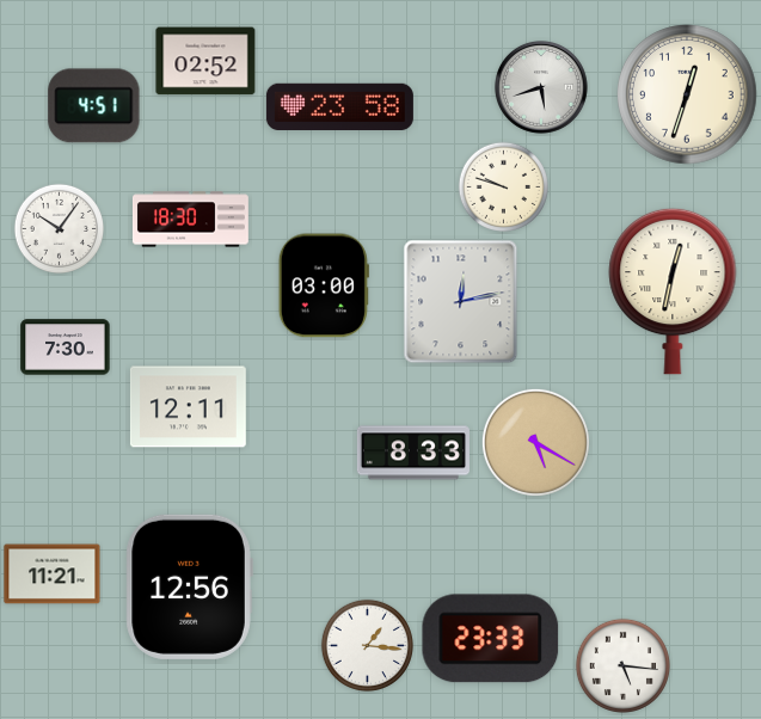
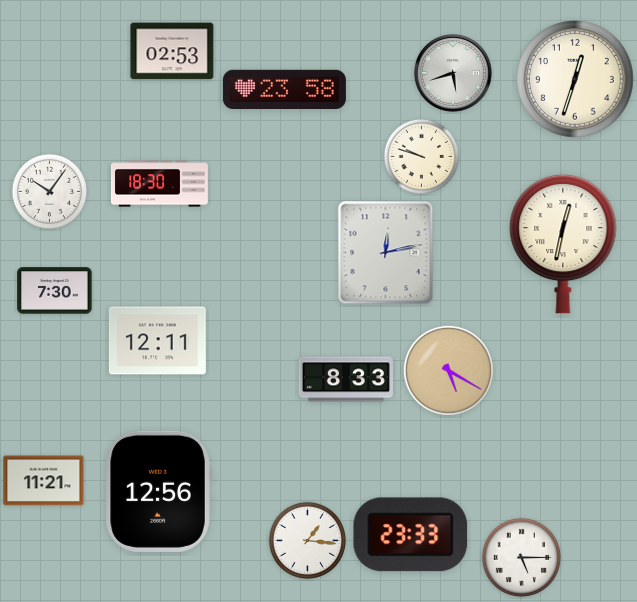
clock at (205, 61): 02:52 -> 02:53
clock at (94, 106): 4:51 -> none
clock at (324, 285): 03:00 -> none
clock at (622, 665): 5:16 -> 5:15
